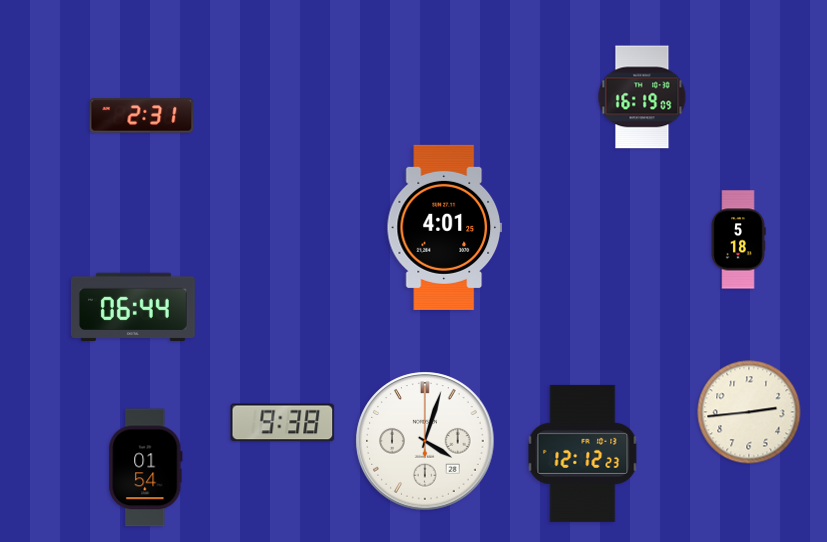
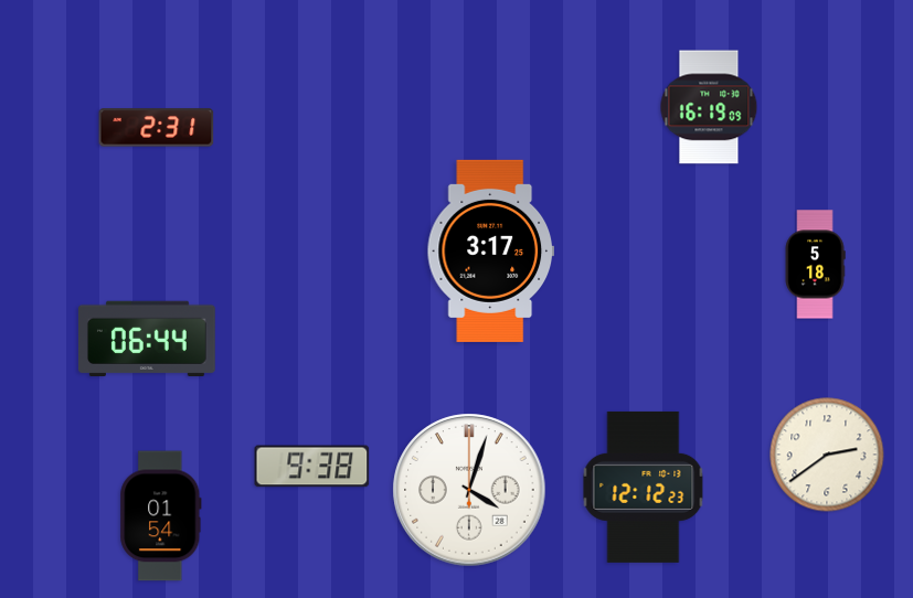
clock at (444, 227): 4:01 -> 3:17
clock at (749, 412): 2:44 -> 2:39
clock at (425, 441) position: (425, 441) -> (469, 490)
clock at (583, 453) position: (583, 453) -> (644, 487)
